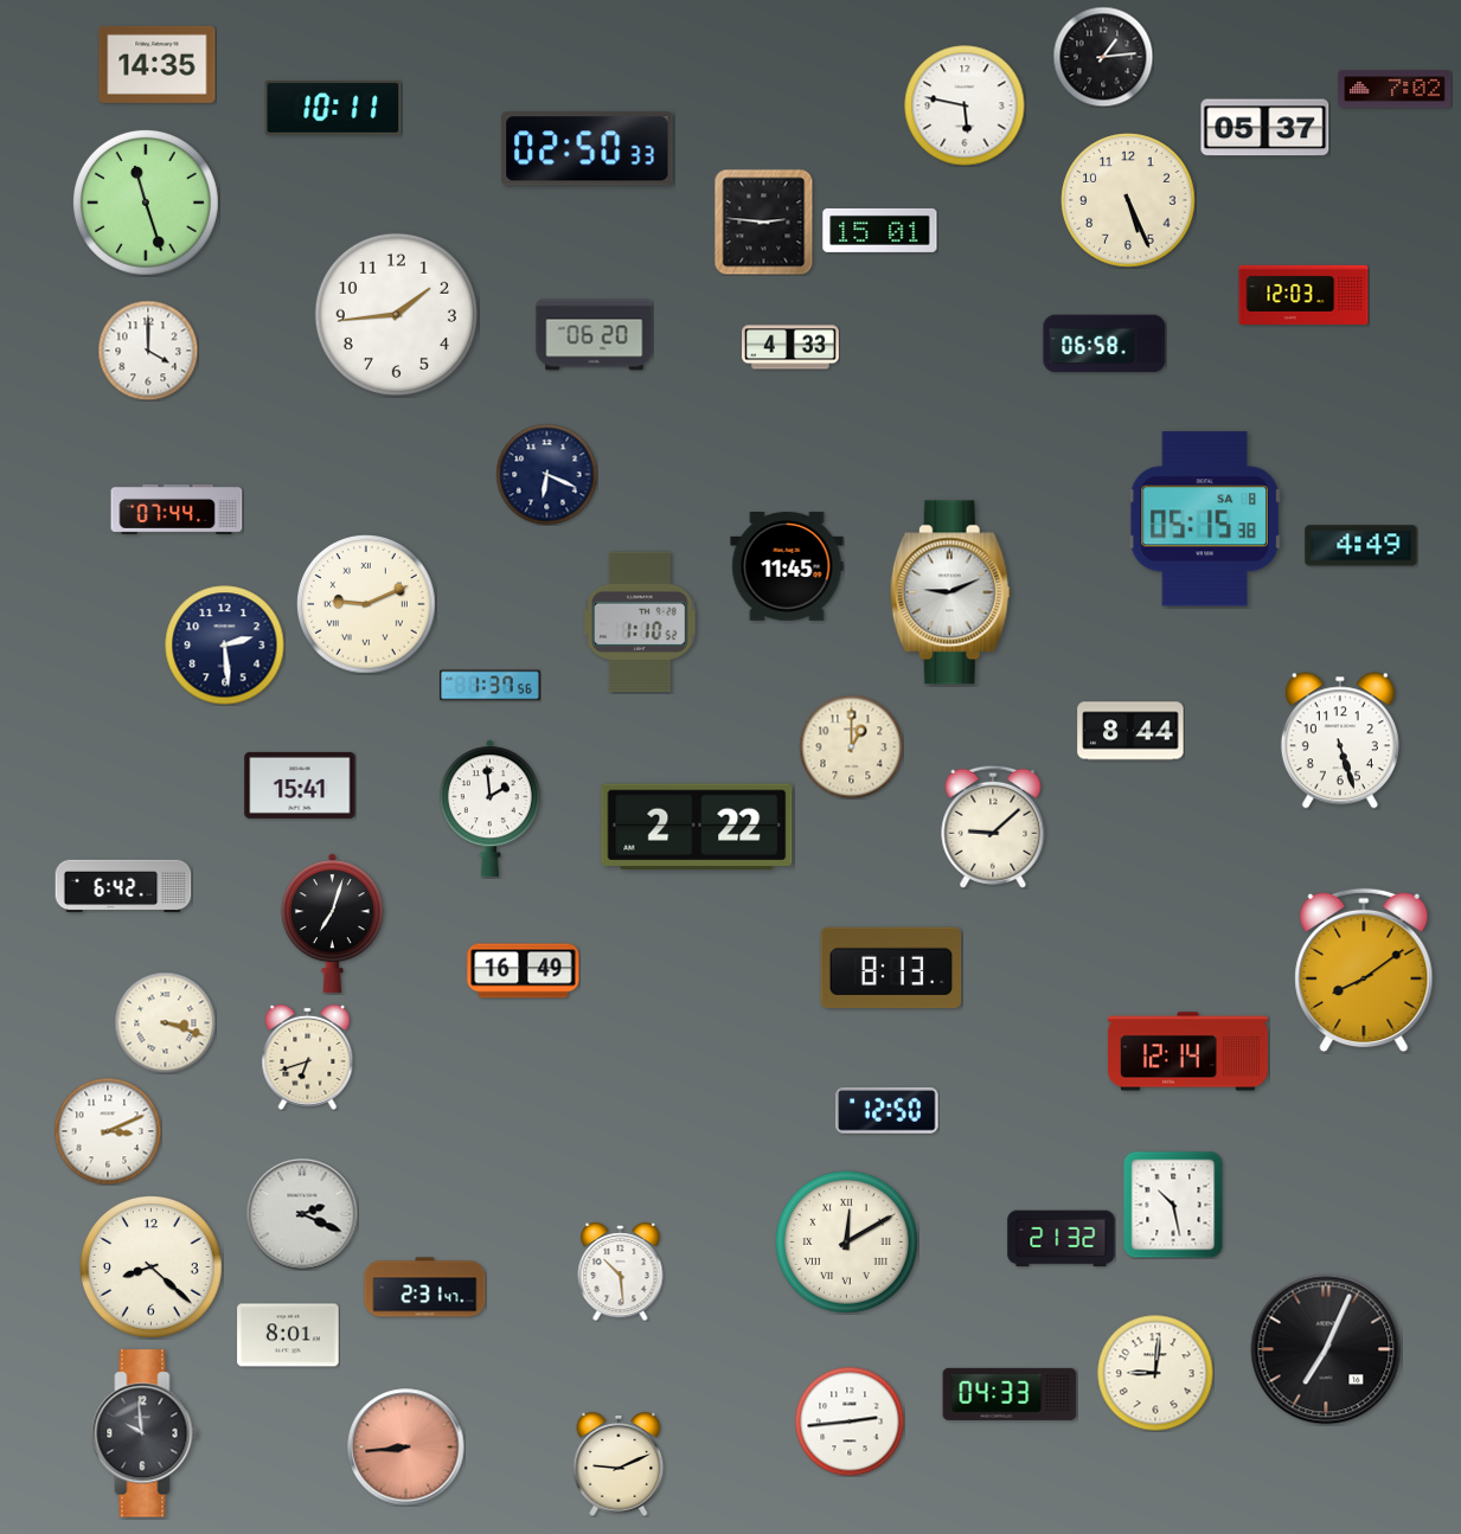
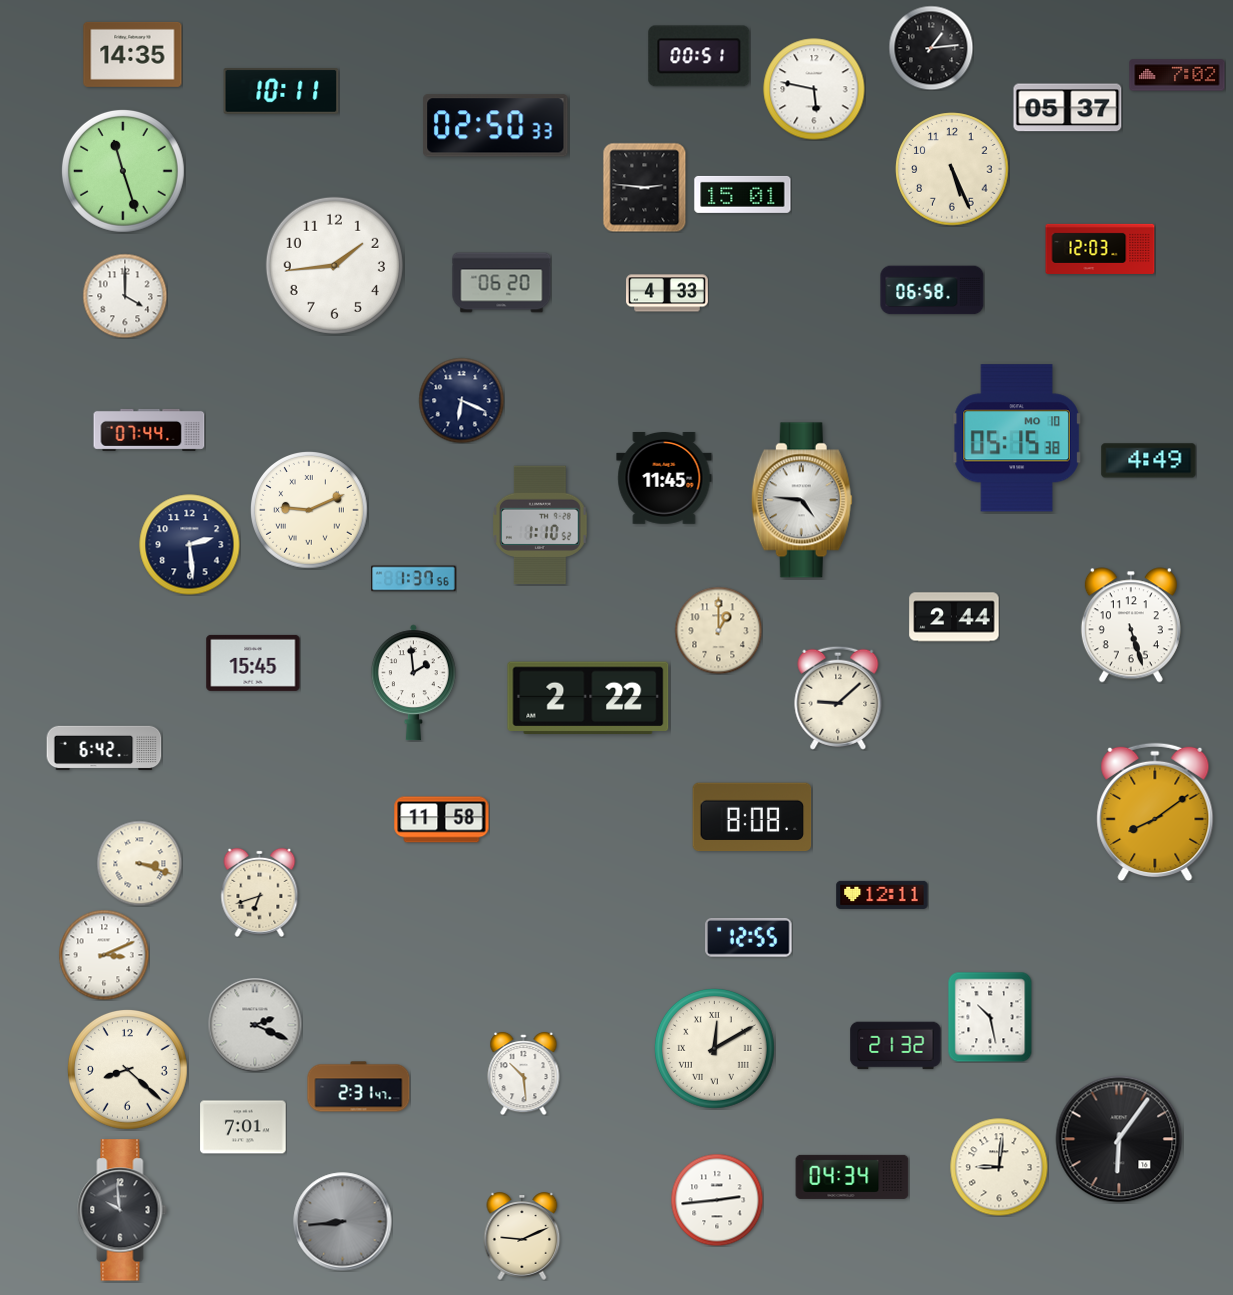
clock at (699, 56): none -> 00:51
clock at (1205, 519) date: SA 8 -> MO 10
clock at (950, 592): 9:11 -> 4:46
clock at (1130, 731): 8:44 -> 2:44
clock at (300, 785): 15:41 -> 15:45
clock at (332, 924): 7:03 -> none
clock at (891, 968): 8:13 -> 8:08
clock at (1364, 970) position: (1364, 970) -> (1155, 812)
clock at (524, 971): 16:49 -> 11:58
clock at (1188, 1052): 12:14 -> none
clock at (882, 895): none -> 12:11
clock at (888, 1110): 12:50 -> 12:55
clock at (108, 1131) position: (108, 1131) -> (104, 955)
clock at (288, 1335): 8:01 -> 7:01
clock at (1326, 1349): 7:04 -> 6:06
clock at (1155, 1373) position: (1155, 1373) -> (999, 1167)
clock at (1010, 1394): 04:33 -> 04:34
clock at (406, 1448) dial: salmon -> grey
